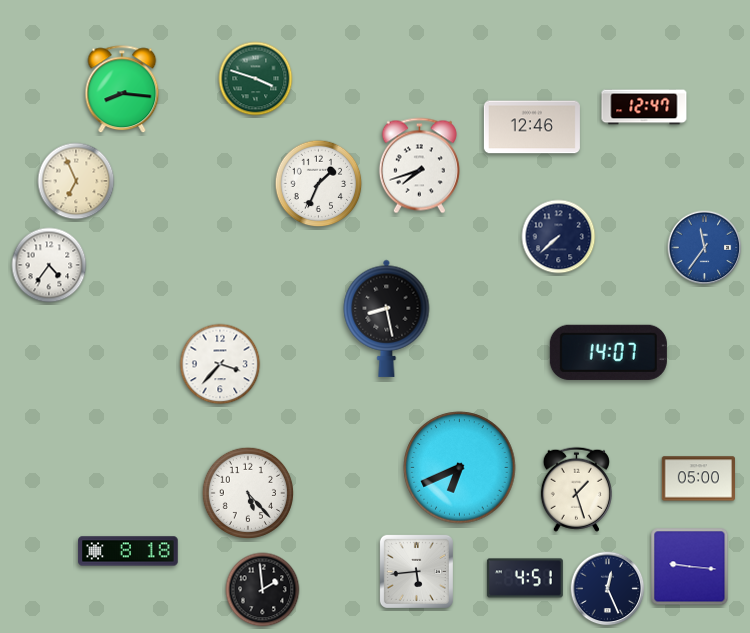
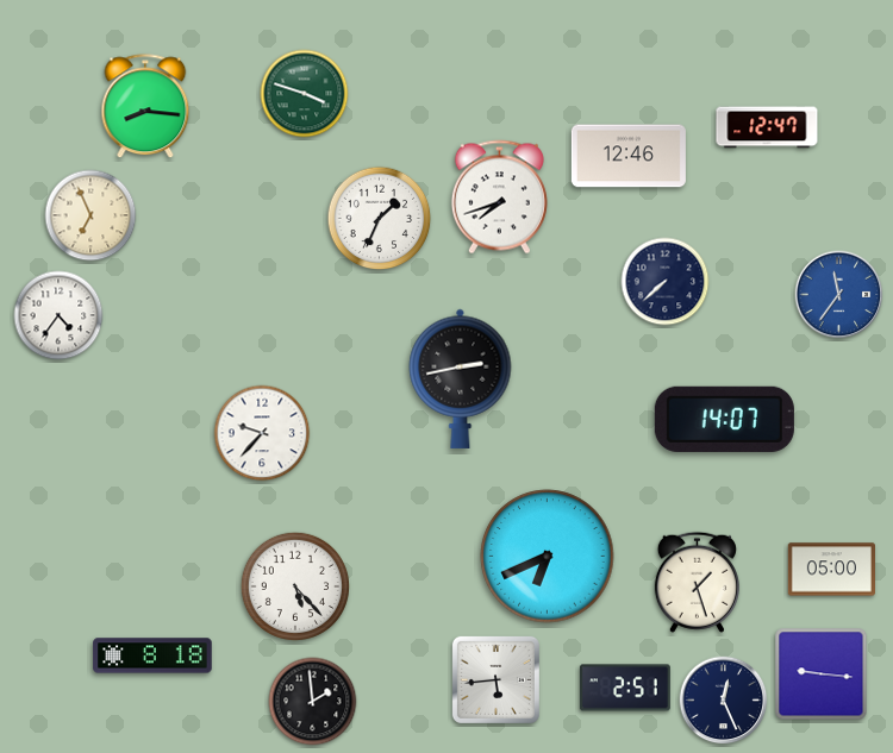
clock at (532, 127) position: (532, 127) -> (629, 156)
clock at (387, 318): 8:28 -> 2:43
clock at (220, 364): 3:37 -> 9:37
clock at (576, 489) position: (576, 489) -> (697, 582)
clock at (525, 578): 4:51 -> 2:51
